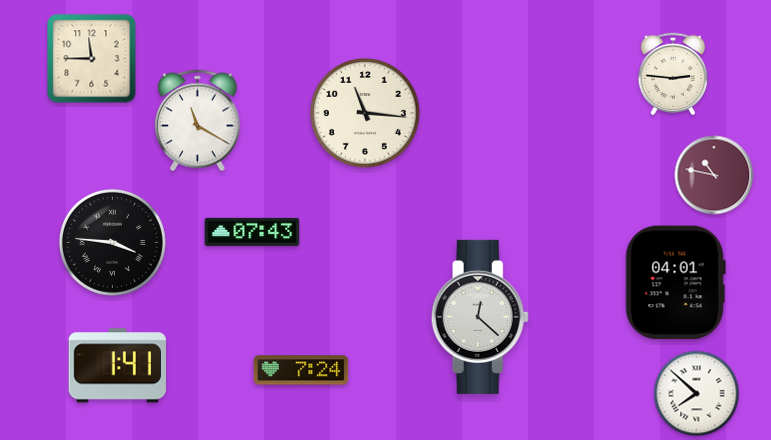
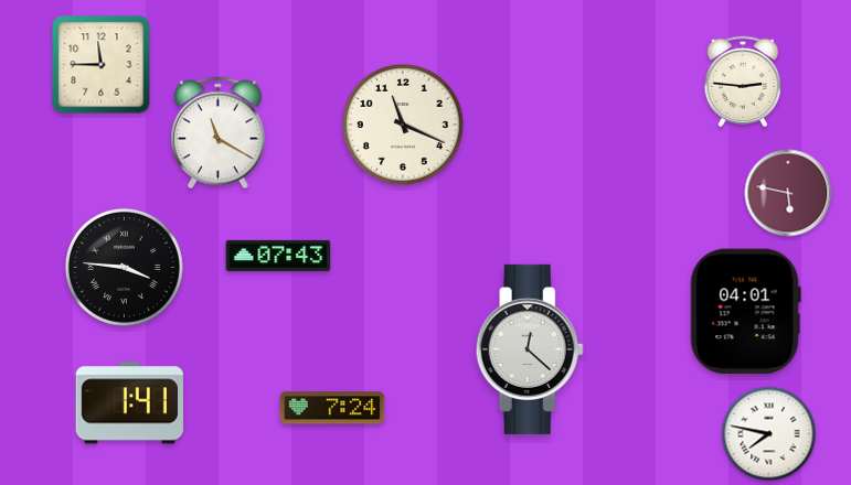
clock at (366, 114): 11:16 -> 11:19
clock at (714, 175): 10:47 -> 5:47
clock at (697, 394): 7:52 -> 7:47
